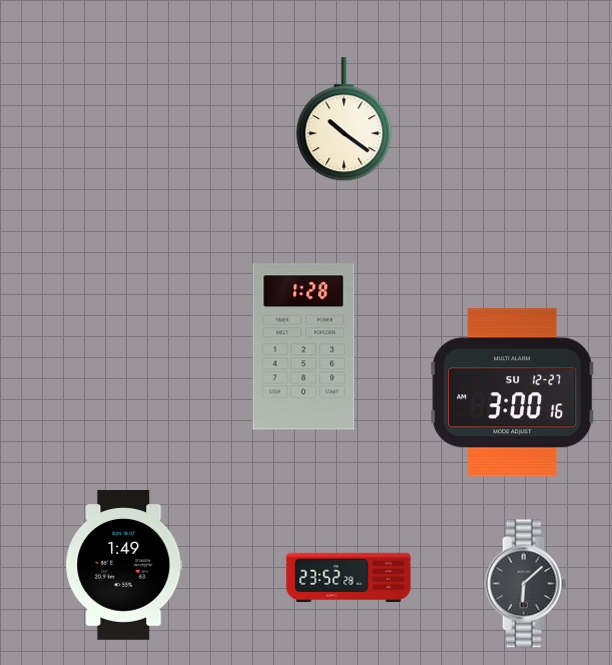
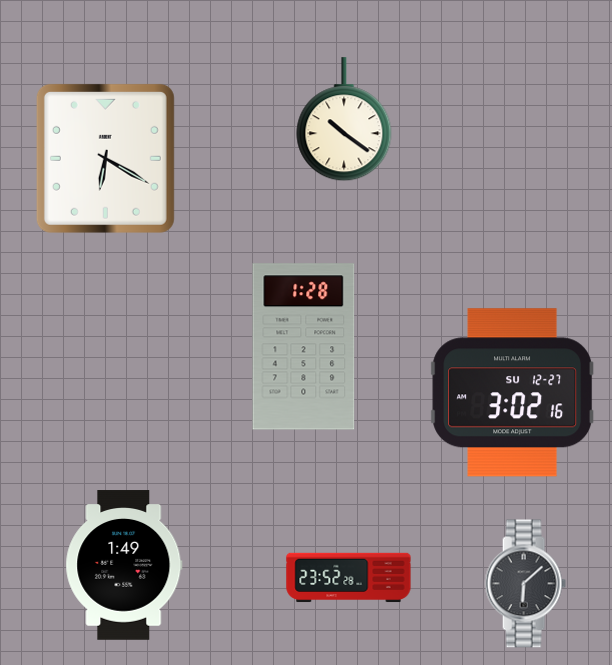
clock at (105, 158): none -> 6:20
clock at (513, 393): 3:00 -> 3:02
